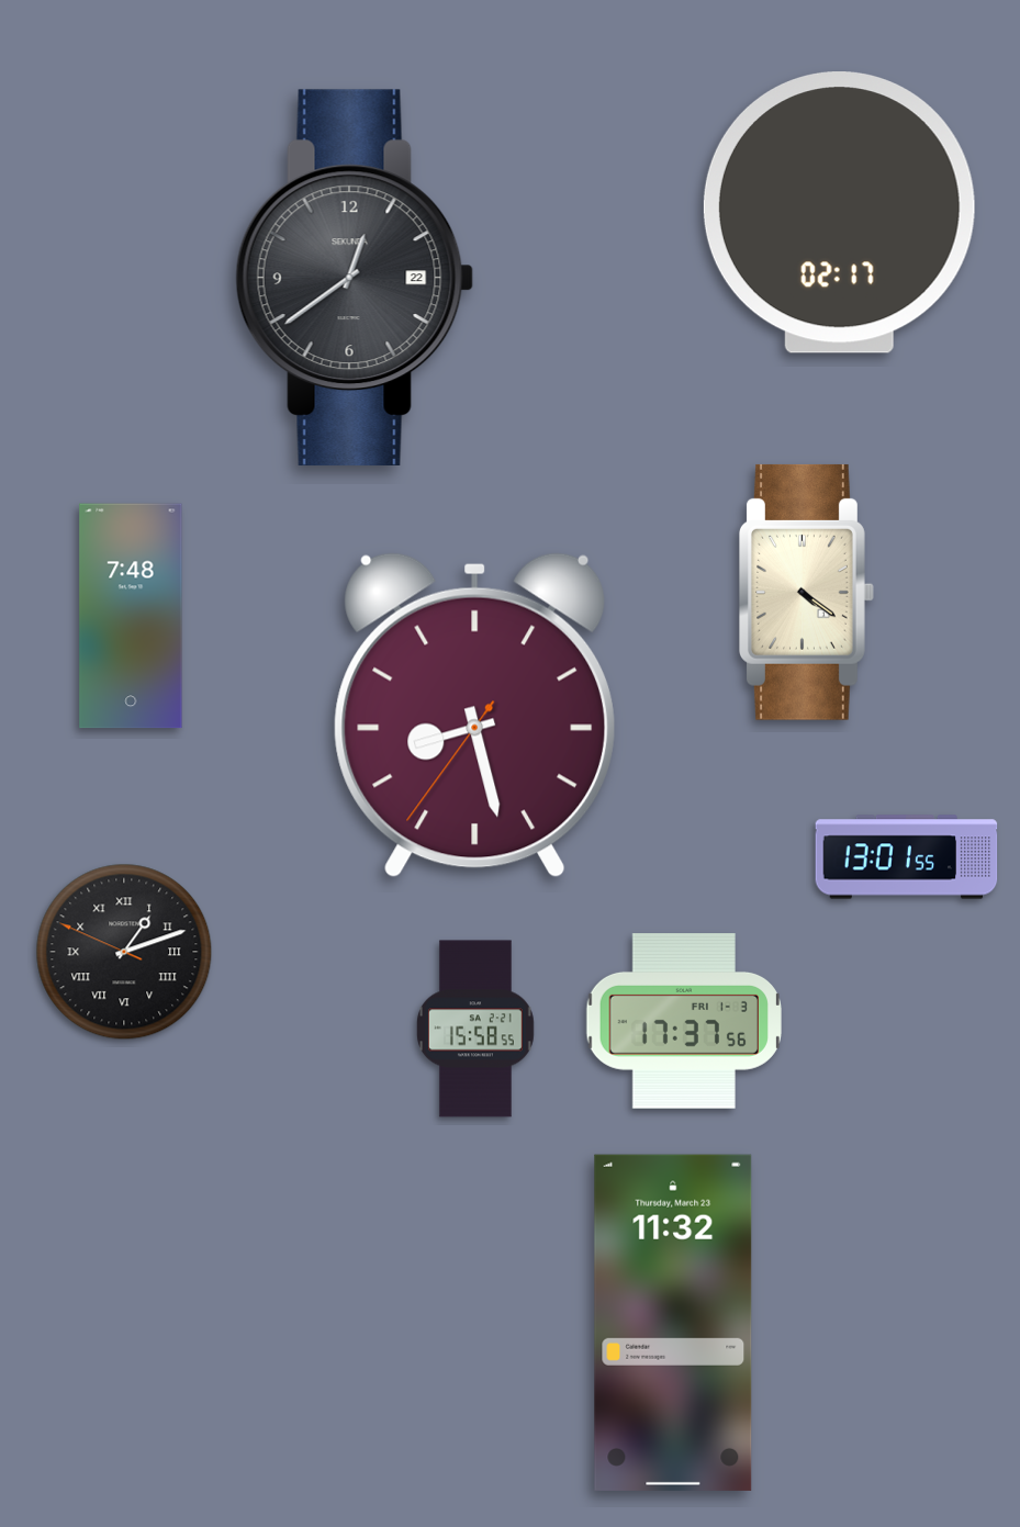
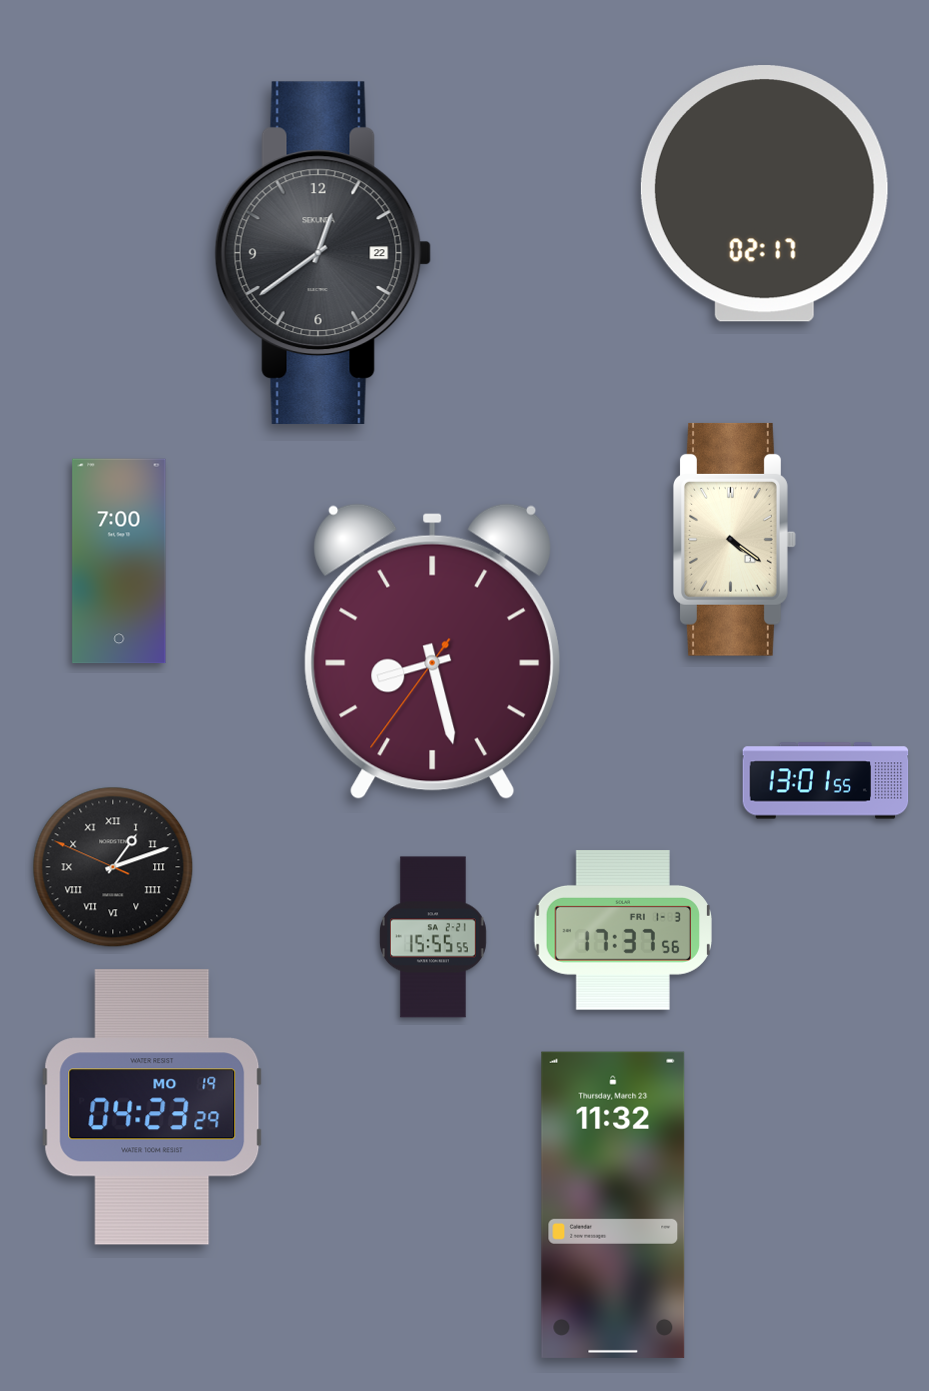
clock at (131, 616): 7:48 -> 7:00
clock at (475, 1029): 15:58 -> 15:55
clock at (152, 1107): none -> 04:23
